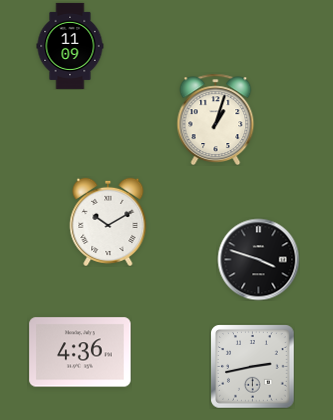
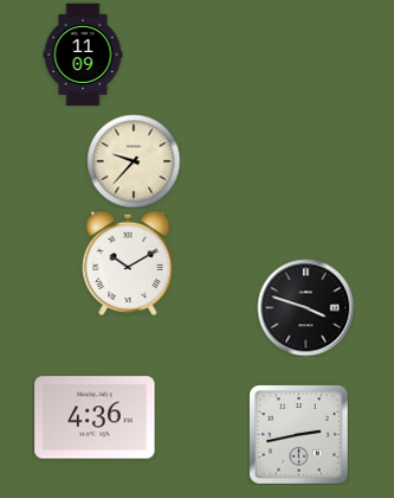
clock at (216, 119): 1:03 -> none
clock at (134, 161): none -> 9:37
